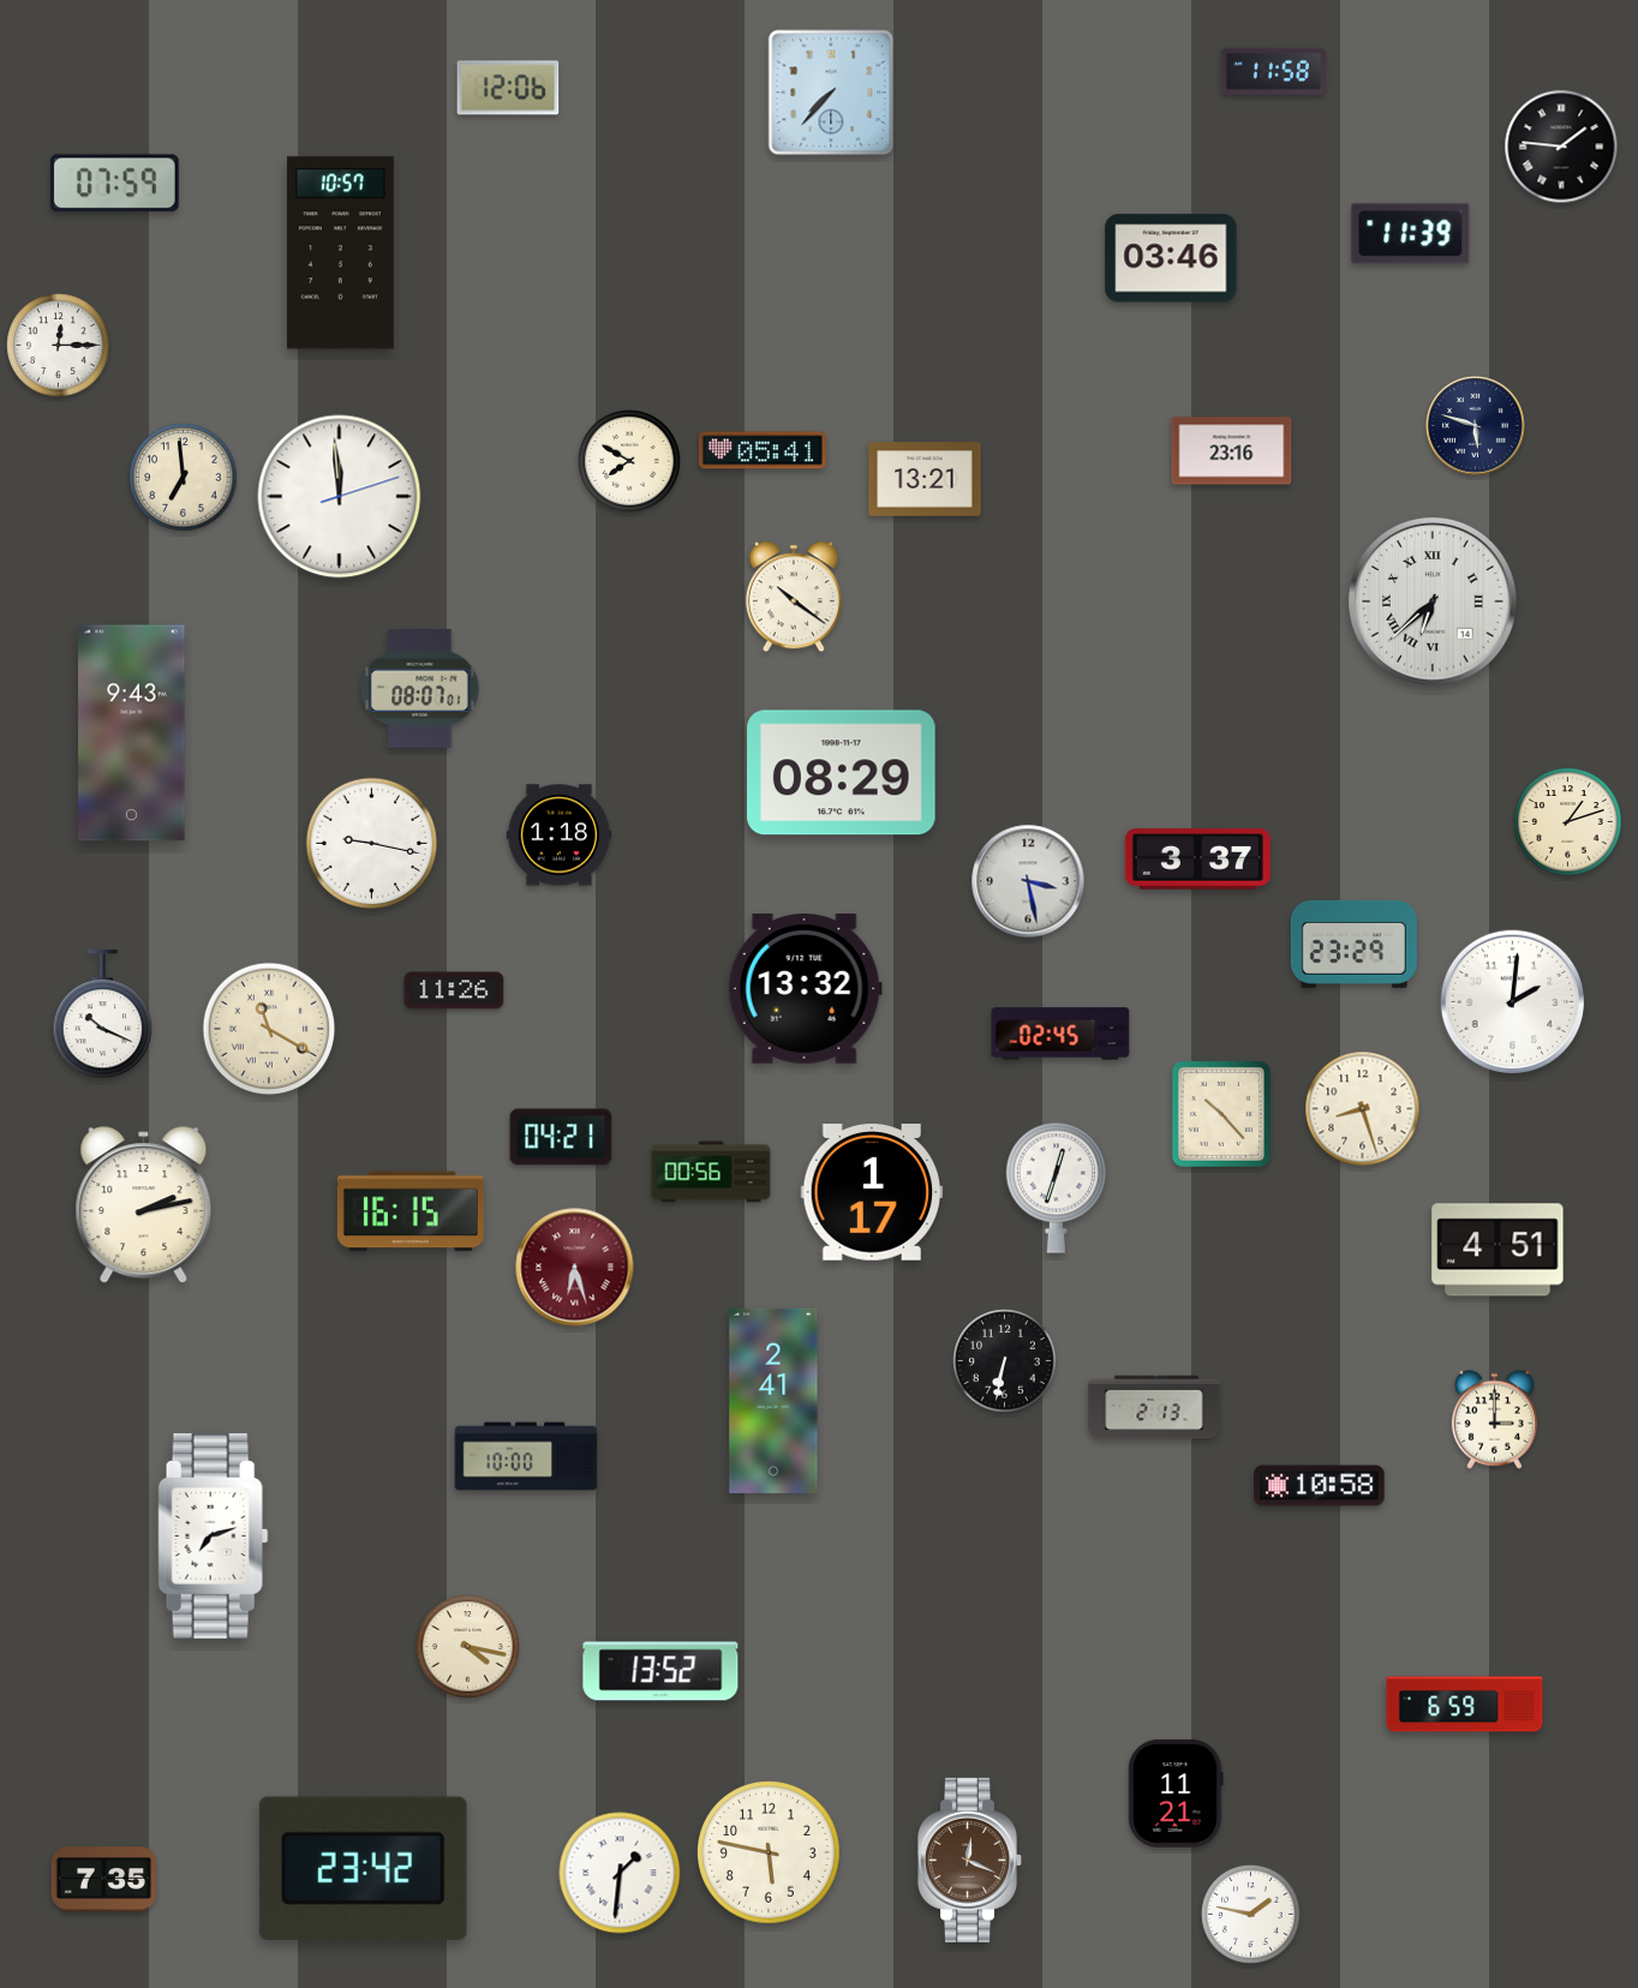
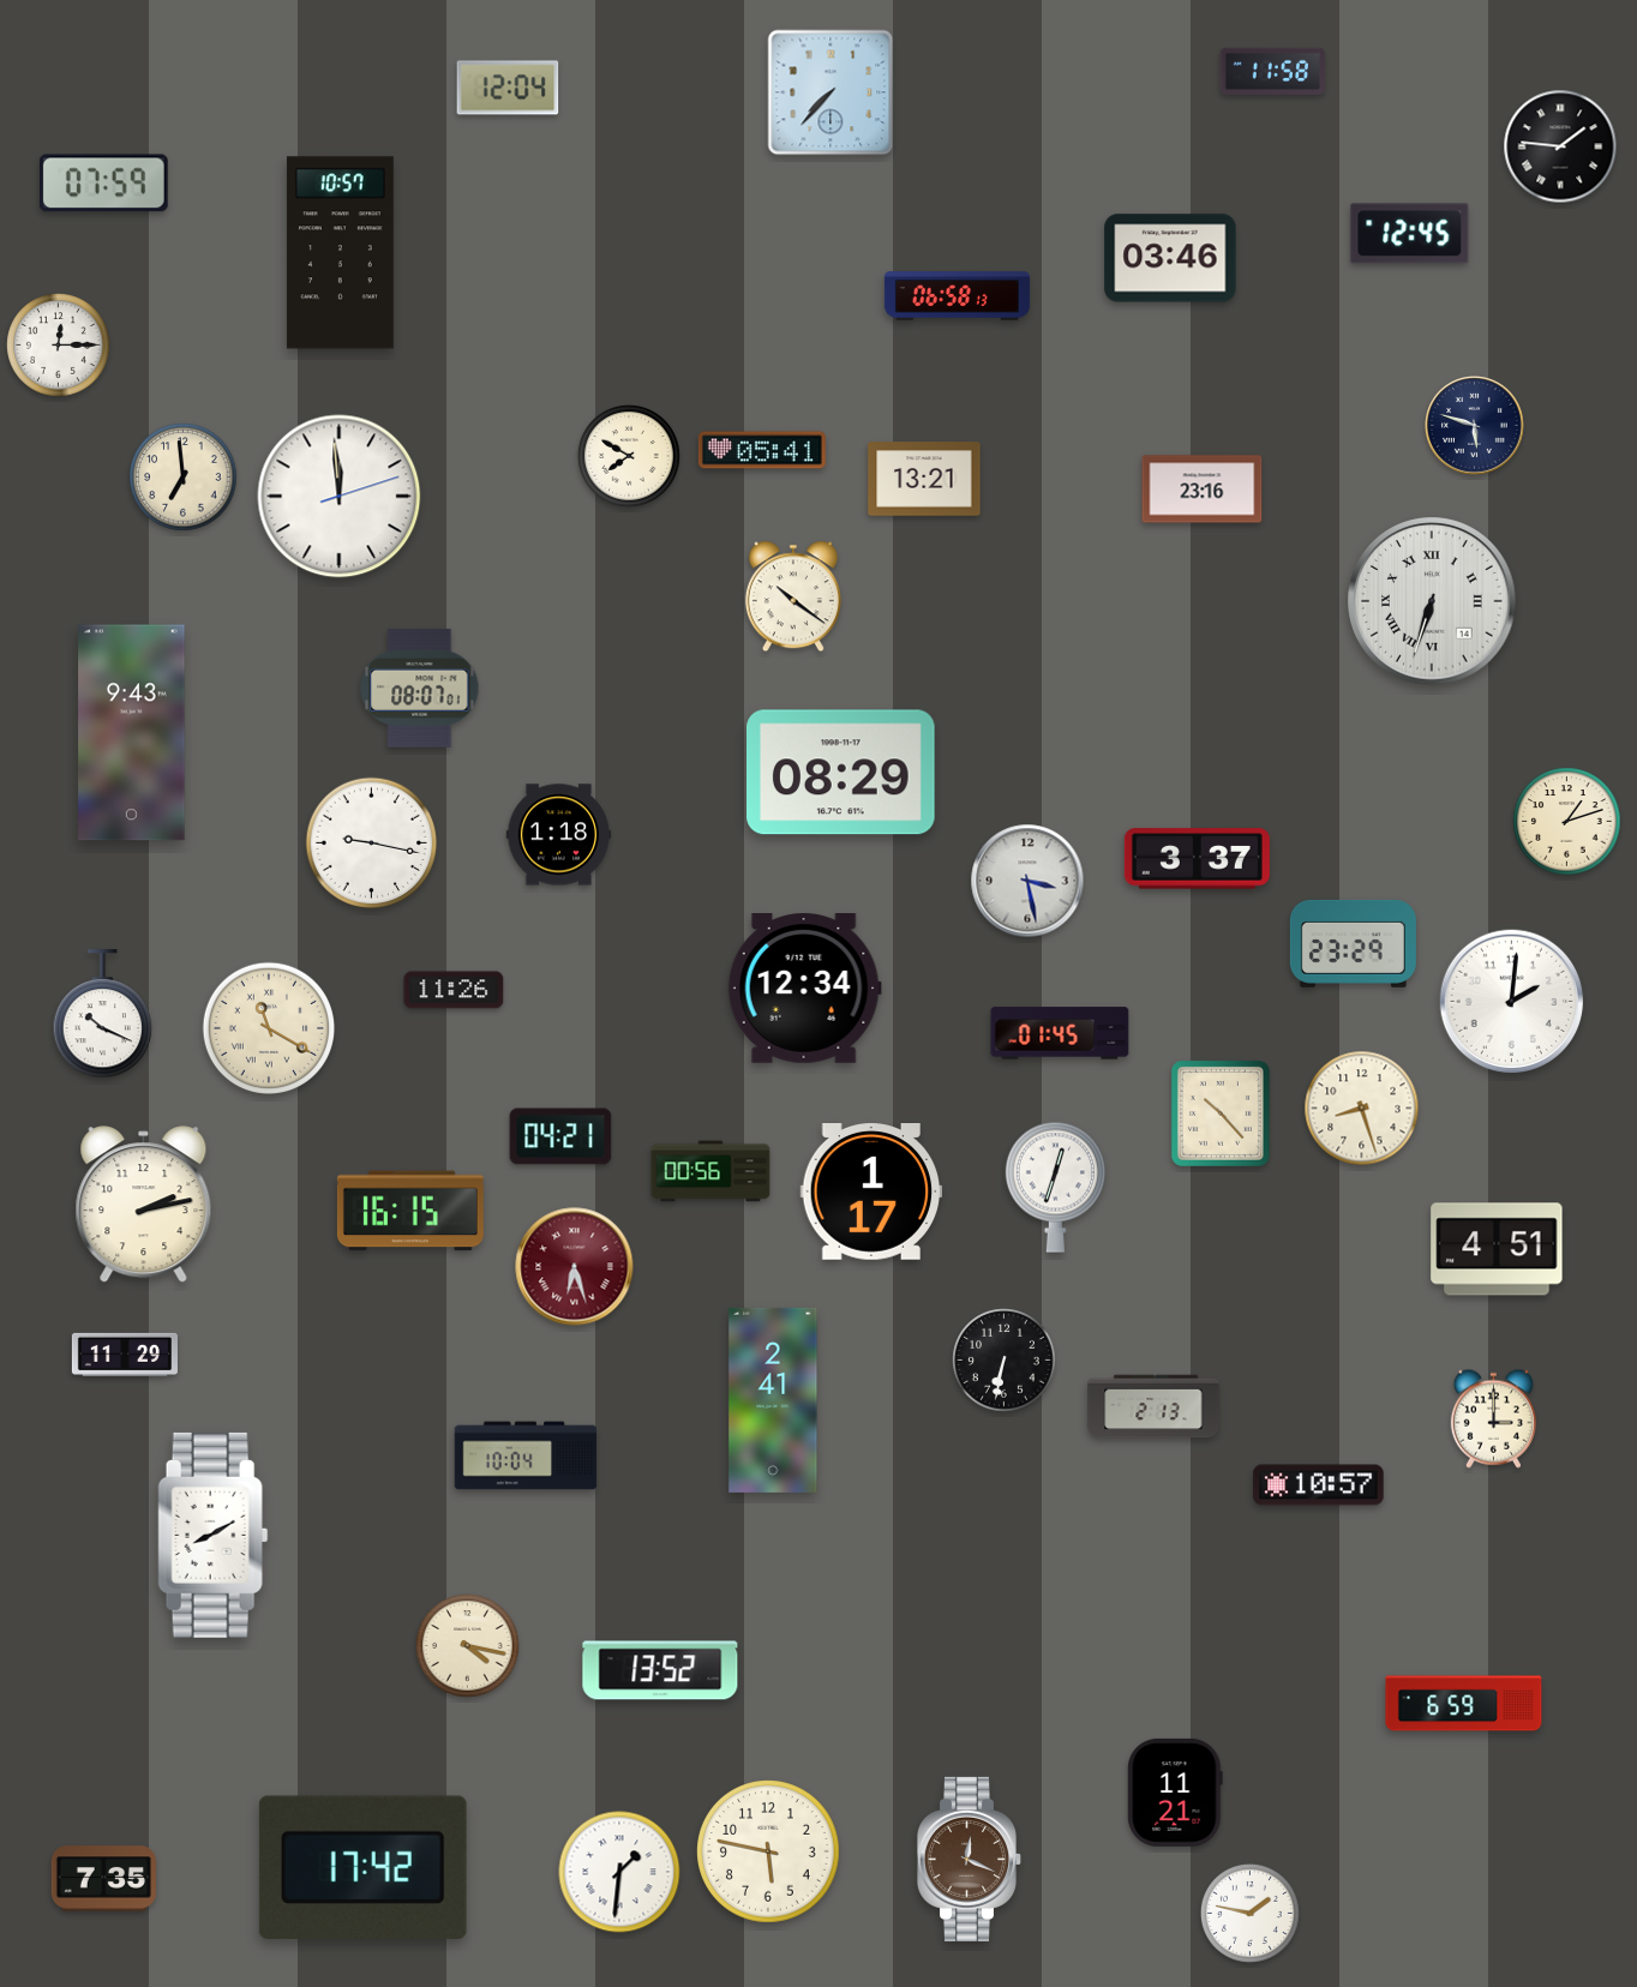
clock at (508, 88): 12:06 -> 12:04
clock at (114, 184) position: (114, 184) -> (103, 184)
clock at (1411, 234): 11:39 -> 12:45
clock at (957, 296): none -> 06:58
clock at (1232, 451) position: (1232, 451) -> (1203, 490)
clock at (630, 462) position: (630, 462) -> (630, 457)
clock at (1433, 601): 6:38 -> 6:33
clock at (805, 989): 13:32 -> 12:34
clock at (1060, 1034): 02:45 -> 01:45
clock at (125, 1355): none -> 11:29
clock at (526, 1456): 10:00 -> 10:04
clock at (1320, 1486): 10:58 -> 10:57
clock at (214, 1535): 7:12 -> 8:10
clock at (363, 1868): 23:42 -> 17:42
